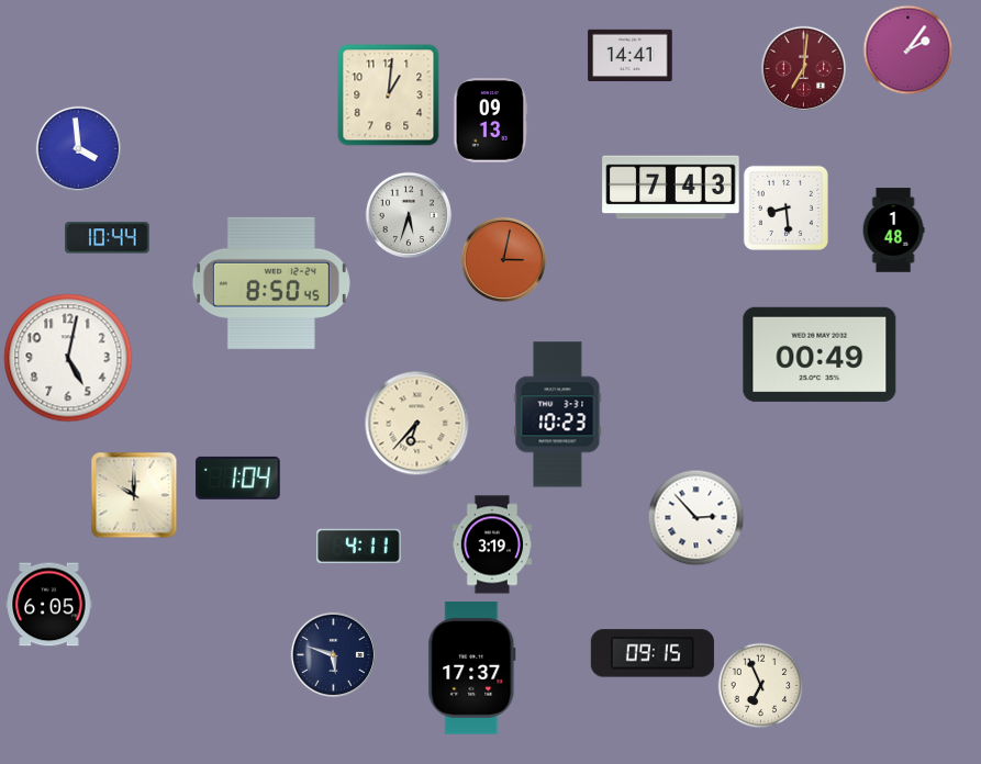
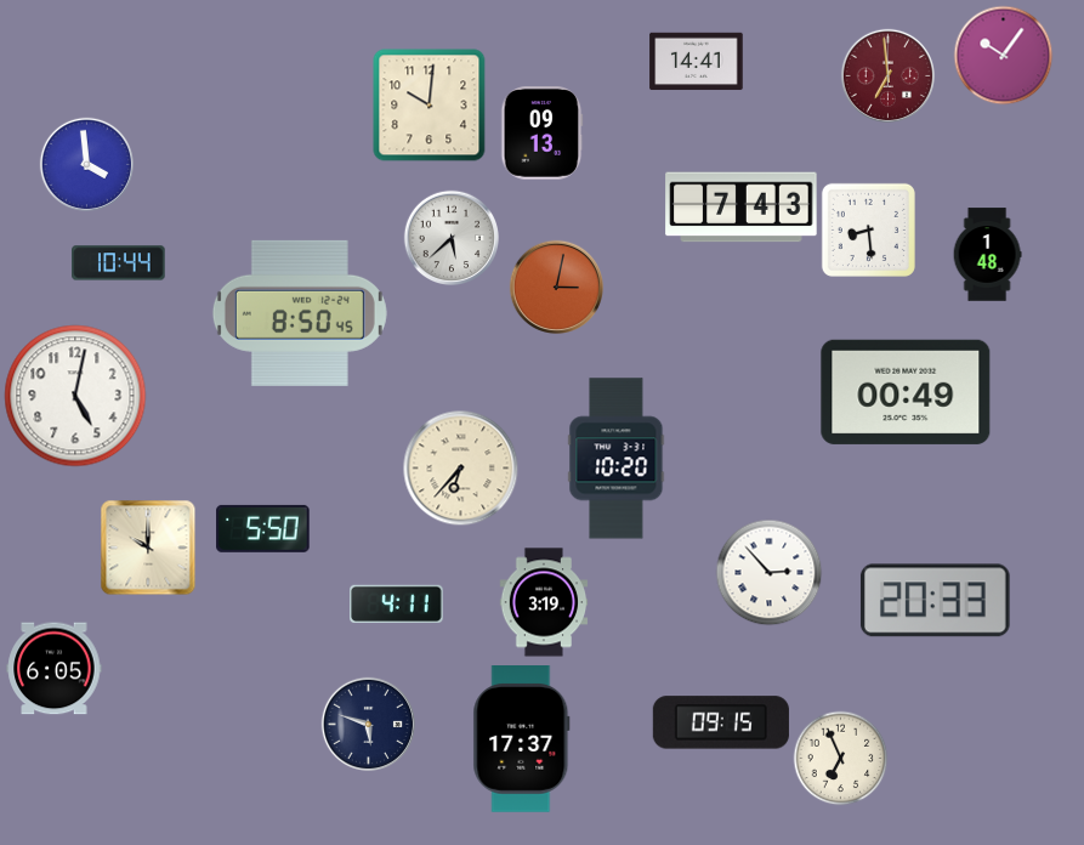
clock at (907, 49): 2:06 -> 10:06
clock at (803, 68): 7:01 -> 6:59
clock at (389, 95): 1:01 -> 10:01
clock at (408, 214): 5:33 -> 5:38
clock at (558, 415): 10:23 -> 10:20
clock at (238, 477): 1:04 -> 5:50
clock at (935, 601): none -> 20:33
